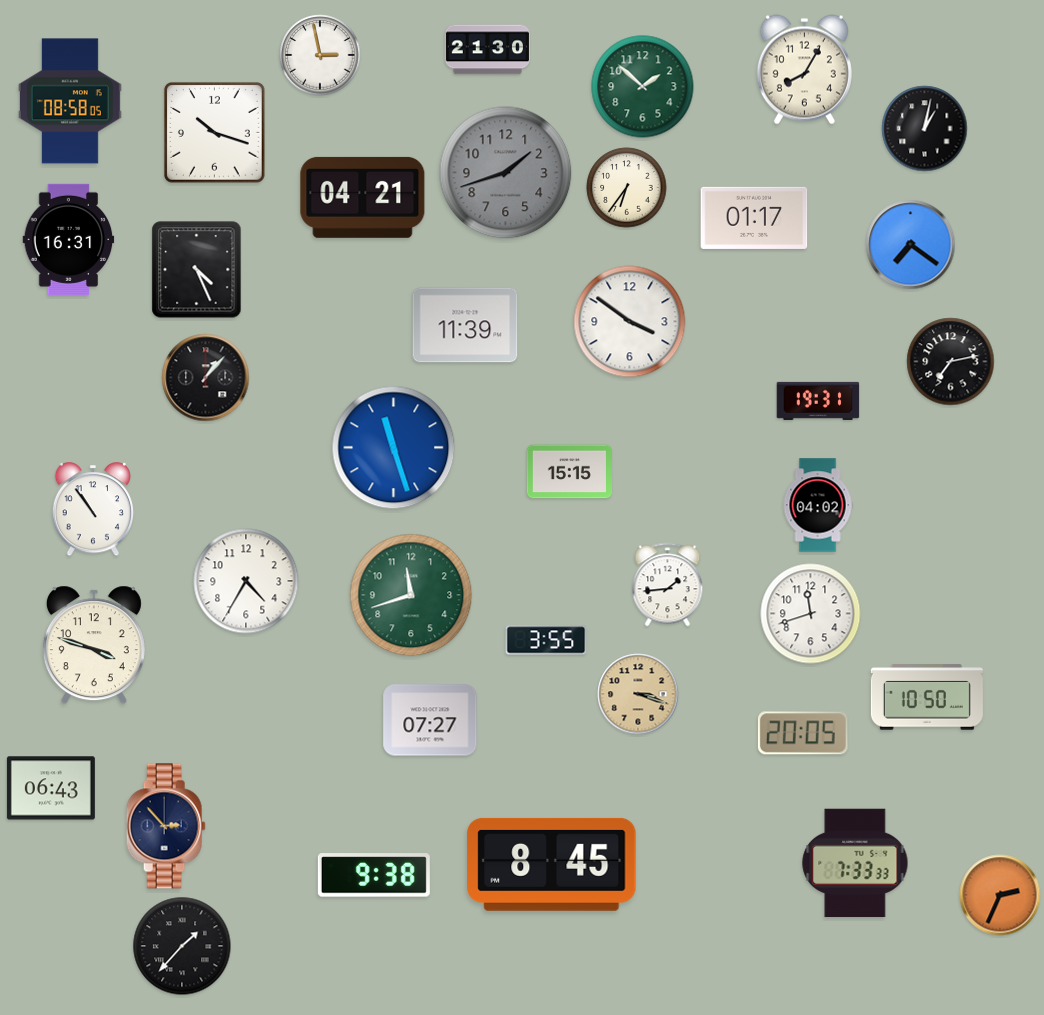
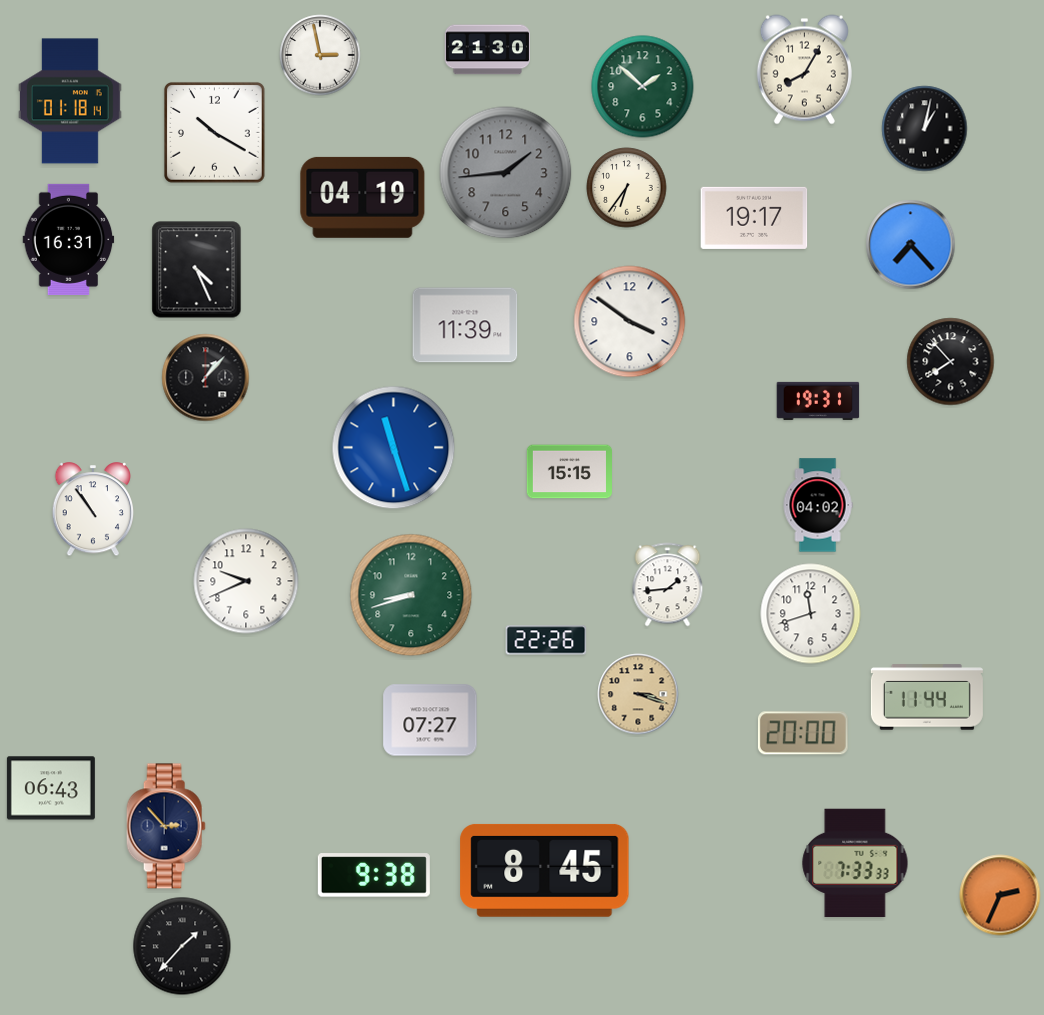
clock at (70, 101): 08:58 -> 01:18
clock at (215, 133): 10:18 -> 10:20
clock at (506, 173): 1:42 -> 1:44
clock at (363, 197): 04:21 -> 04:19
clock at (754, 218): 01:17 -> 19:17
clock at (911, 245): 7:21 -> 7:23
clock at (951, 362): 7:13 -> 7:53
clock at (246, 581): 4:35 -> 9:41
clock at (411, 595): 11:42 -> 8:42
clock at (546, 640): 3:55 -> 22:26
clock at (94, 645): 3:48 -> none
clock at (927, 697): 10:50 -> 11:44
clock at (803, 733): 20:05 -> 20:00
clock at (552, 864) position: (552, 864) -> (545, 870)
